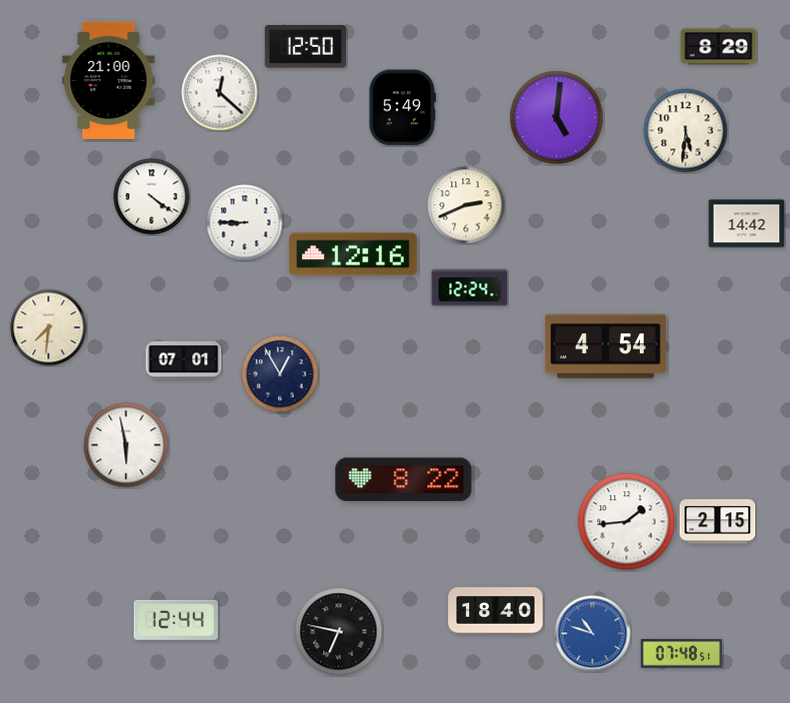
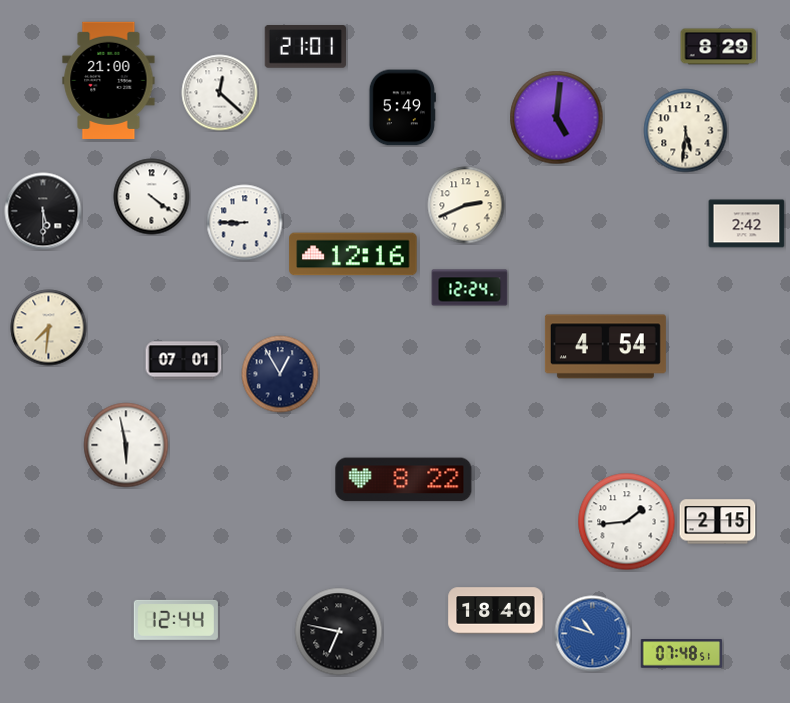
clock at (306, 47): 12:50 -> 21:01
clock at (43, 211): none -> 5:30
clock at (747, 224): 14:42 -> 2:42
